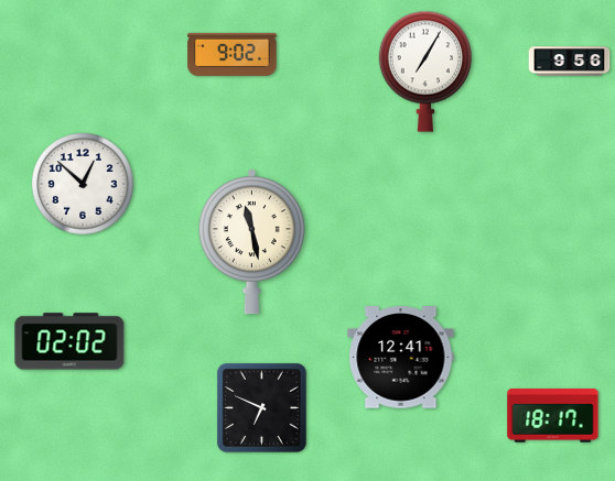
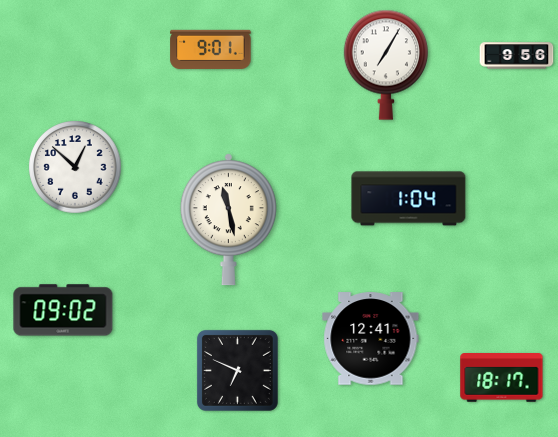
clock at (233, 54): 9:02 -> 9:01
clock at (409, 199): none -> 1:04
clock at (69, 341): 02:02 -> 09:02
clock at (401, 358) position: (401, 358) -> (371, 339)
